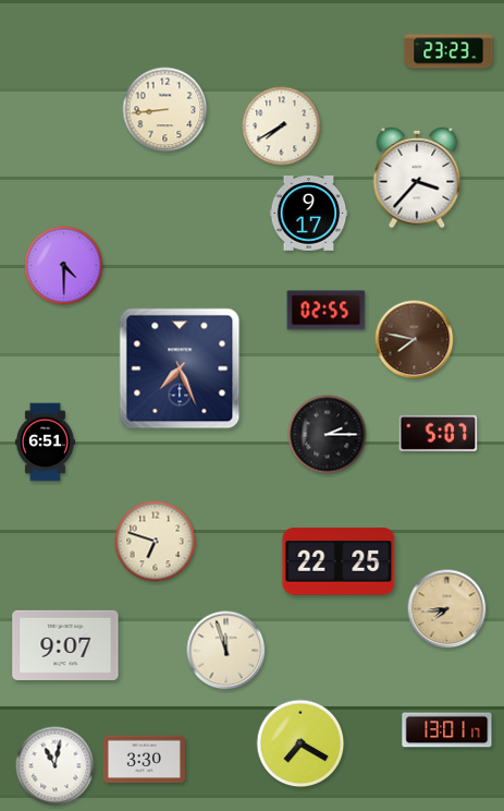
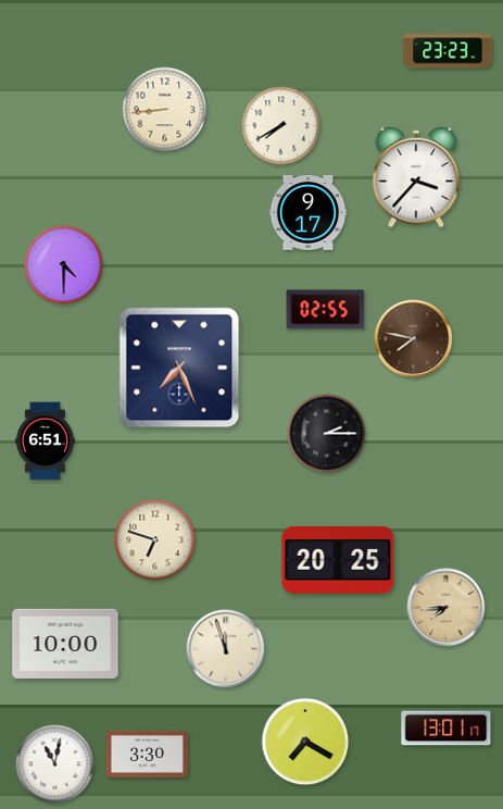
clock at (439, 433): 5:07 -> none
clock at (339, 561): 22:25 -> 20:25
clock at (65, 645): 9:07 -> 10:00
clock at (300, 743) position: (300, 743) -> (305, 742)
clock at (144, 760) position: (144, 760) -> (147, 755)
